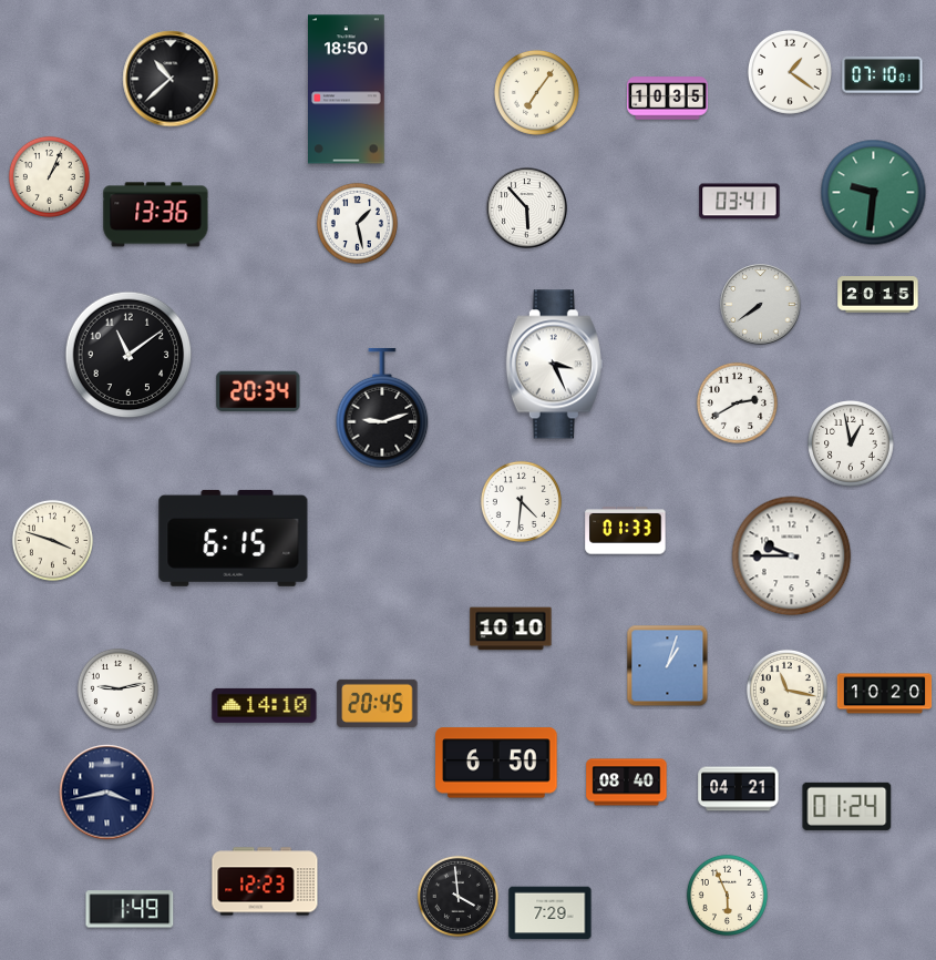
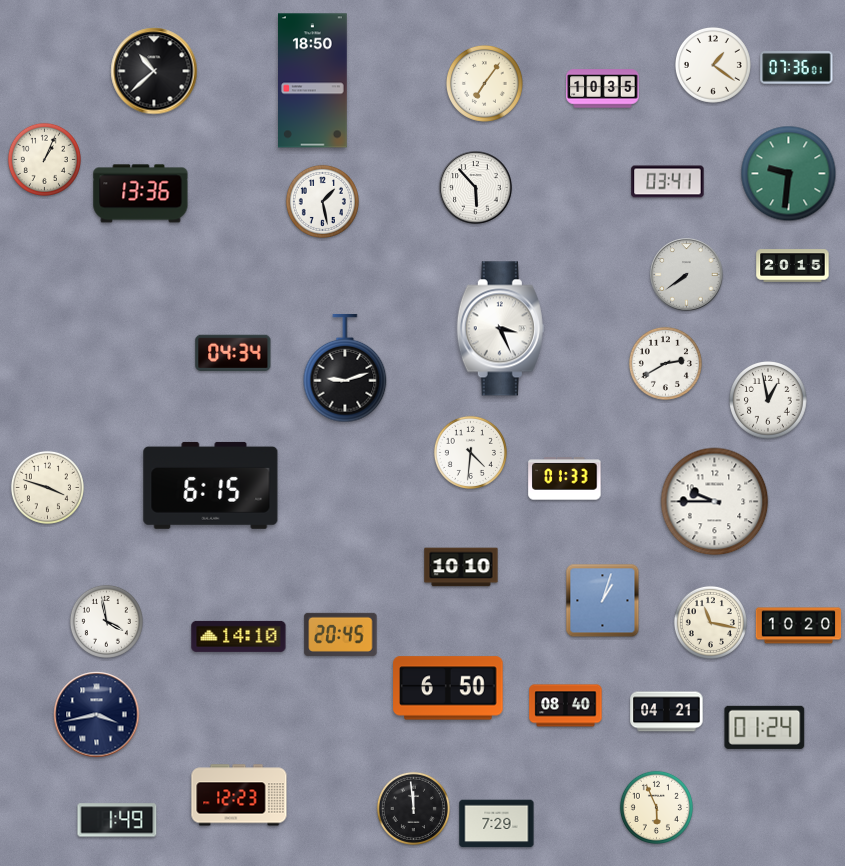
clock at (883, 75): 07:10 -> 07:36
clock at (128, 355): 11:09 -> none
clock at (258, 391): 20:34 -> 04:34
clock at (117, 688): 9:13 -> 3:58
clock at (457, 896): 3:59 -> 11:59
